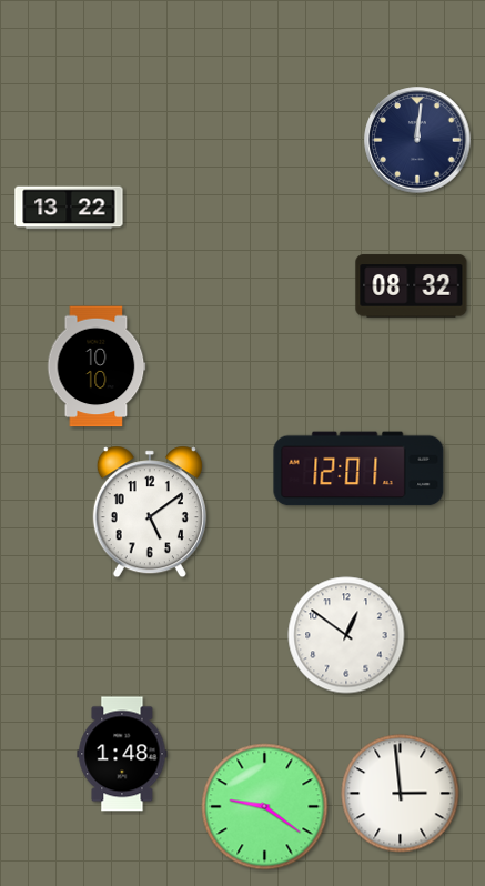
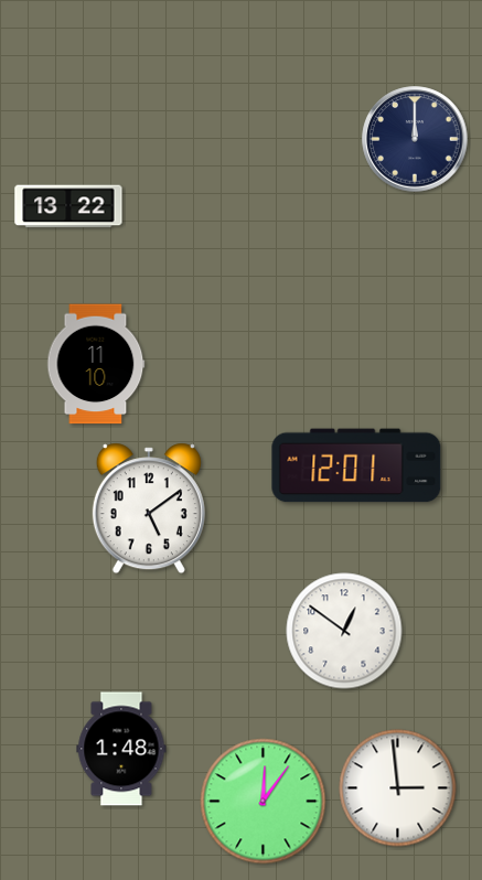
clock at (417, 140): 12:01 -> 12:00
clock at (412, 286): 08:32 -> none
clock at (97, 366): 10:10 -> 11:10
clock at (265, 807): 9:21 -> 12:06
